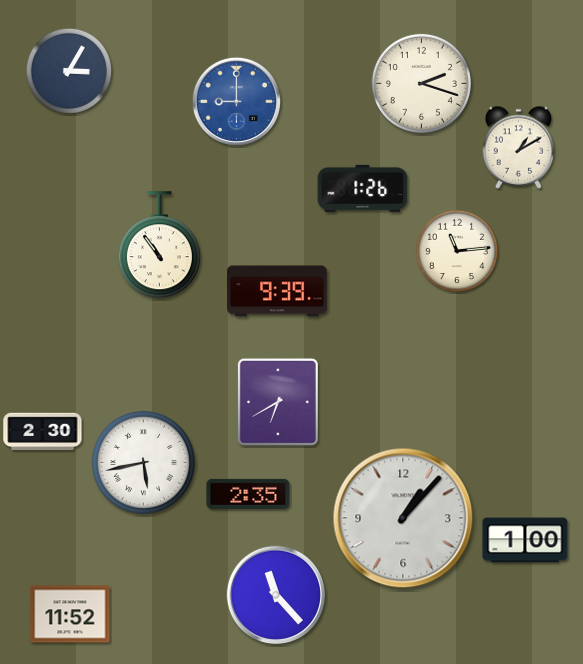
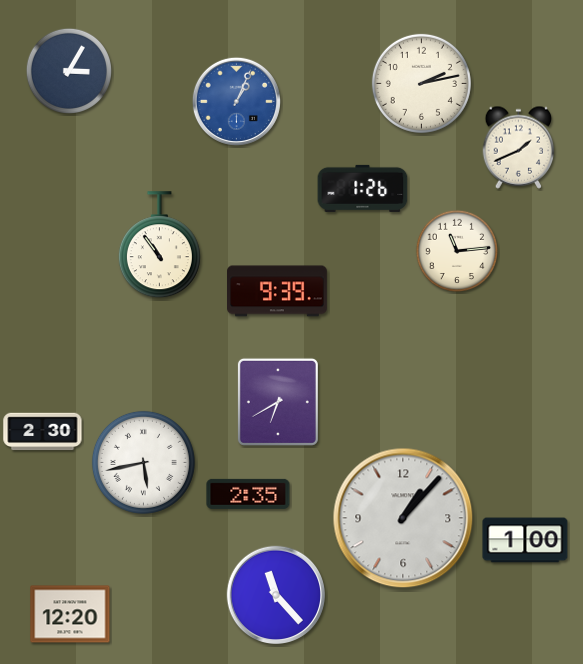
clock at (421, 83): 2:18 -> 2:13
clock at (236, 101): 9:00 -> 1:04
clock at (519, 147): 1:10 -> 1:41
clock at (70, 614): 11:52 -> 12:20
